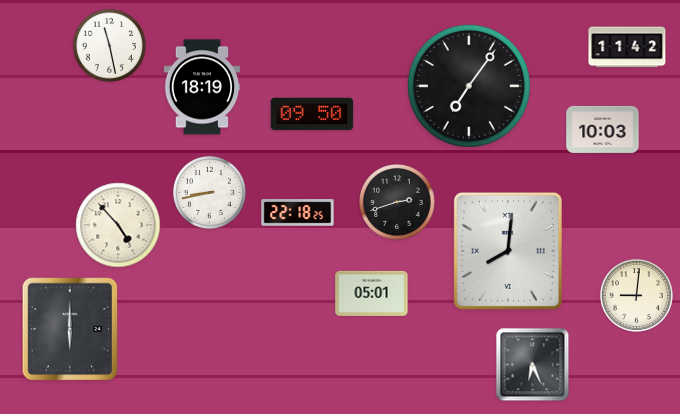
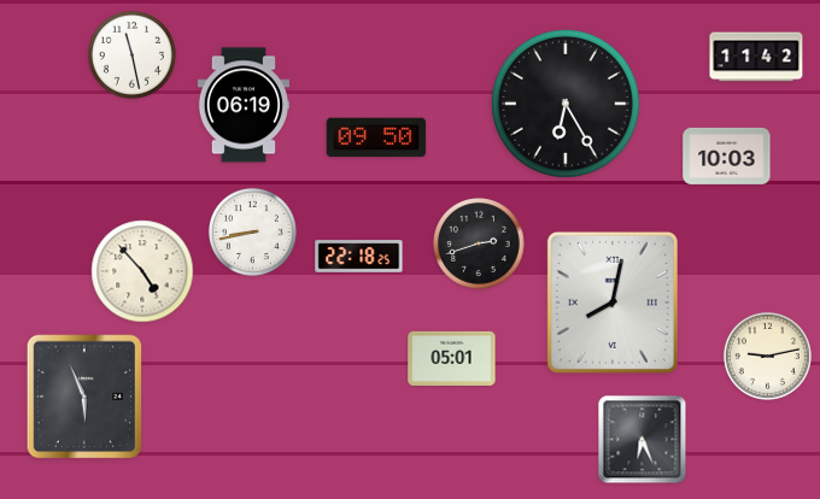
clock at (469, 86): 7:06 -> 6:25
clock at (202, 87): 18:19 -> 06:19
clock at (508, 251): 8:01 -> 8:02
clock at (372, 293) position: (372, 293) -> (452, 358)
clock at (636, 295): 9:01 -> 9:13
clock at (70, 329): 6:00 -> 5:56
